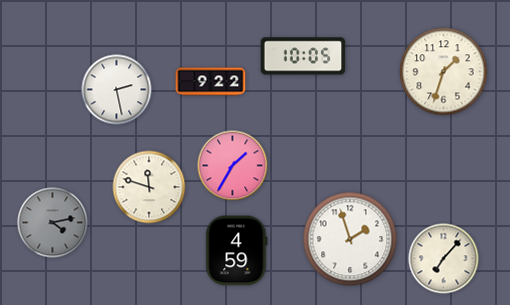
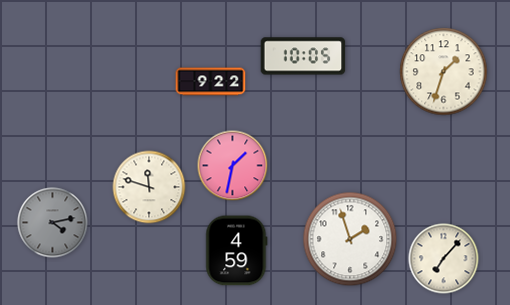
clock at (117, 90): 2:28 -> none
clock at (233, 166): 1:35 -> 1:32
